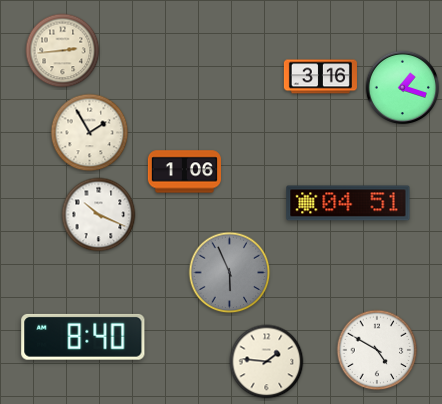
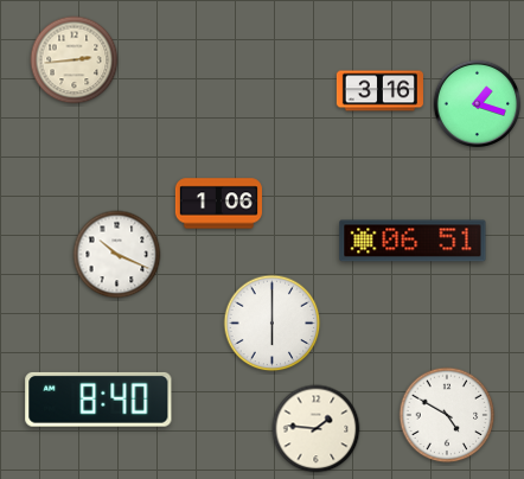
clock at (90, 133): 1:55 -> none
clock at (348, 203): 04:51 -> 06:51
clock at (230, 273): 5:56 -> 6:00
clock at (230, 273) dial: grey -> white
